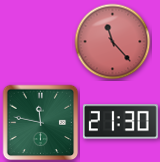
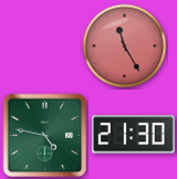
clock at (113, 42): 11:23 -> 11:25
clock at (41, 123): 11:47 -> 4:47
